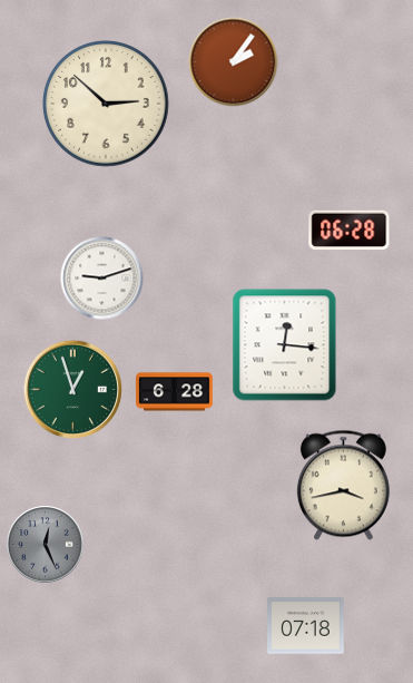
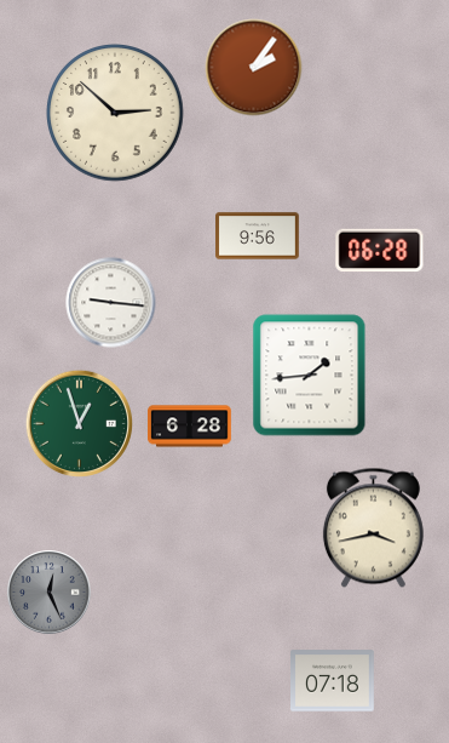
clock at (258, 236): none -> 9:56
clock at (102, 279): 9:12 -> 9:16
clock at (285, 345): 12:16 -> 1:44
